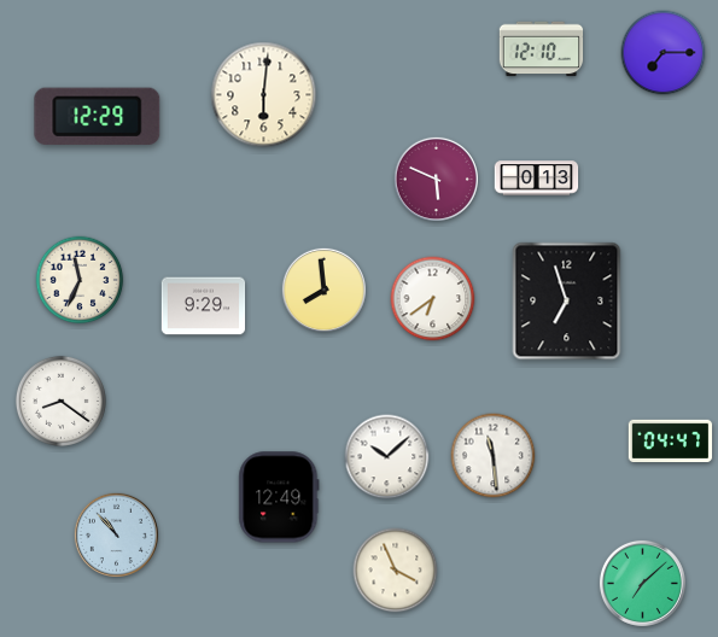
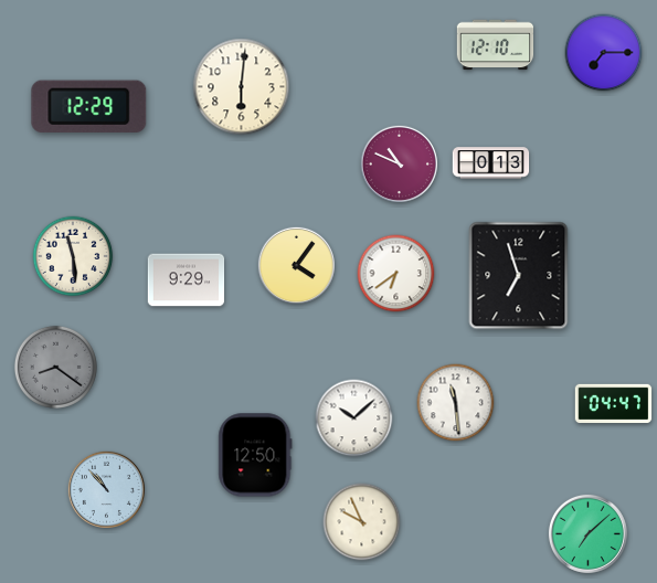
clock at (664, 53) position: (664, 53) -> (604, 53)
clock at (436, 179): 5:49 -> 10:49
clock at (80, 280): 11:34 -> 11:29
clock at (323, 290): 7:59 -> 4:06
clock at (60, 401) dial: white -> grey
clock at (494, 456) position: (494, 456) -> (456, 403)
clock at (279, 497): 12:49 -> 12:50
clock at (396, 571): 3:56 -> 9:56
